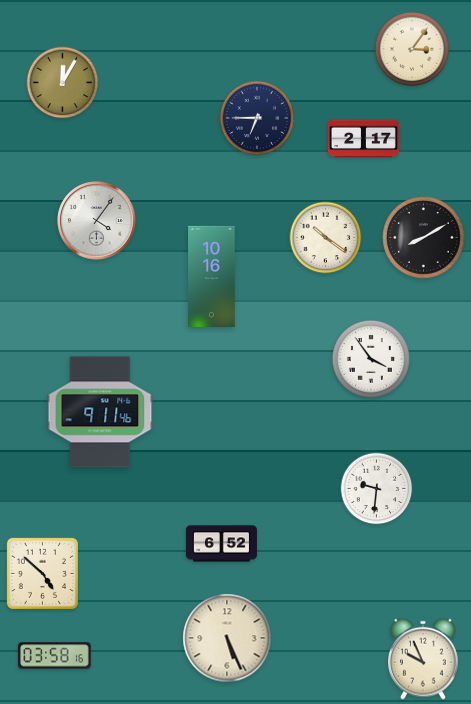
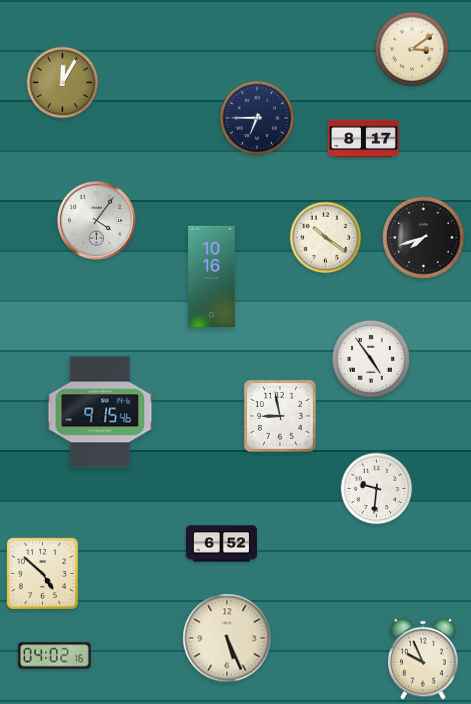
clock at (412, 49): 3:06 -> 3:09
clock at (363, 139): 2:17 -> 8:17
clock at (424, 238): 8:10 -> 7:42
clock at (371, 359): 3:54 -> 4:54
clock at (100, 412): 9:11 -> 9:15
clock at (280, 416): none -> 8:58
clock at (55, 656): 03:58 -> 04:02
